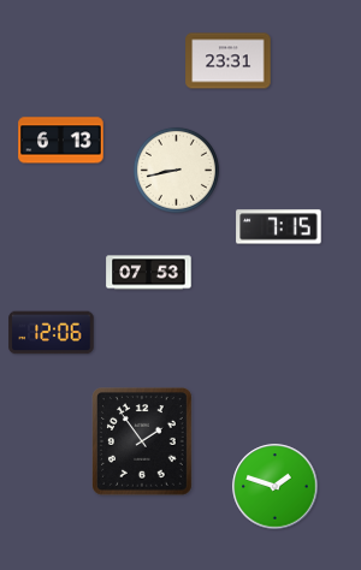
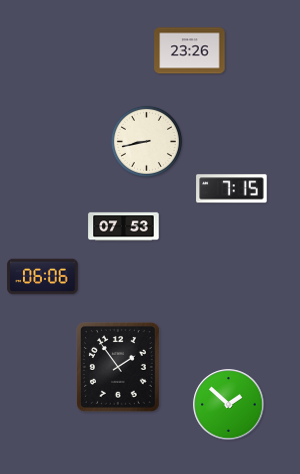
clock at (229, 61): 23:31 -> 23:26
clock at (61, 141): 6:13 -> none
clock at (52, 333): 12:06 -> 06:06
clock at (276, 487): 1:48 -> 1:52
